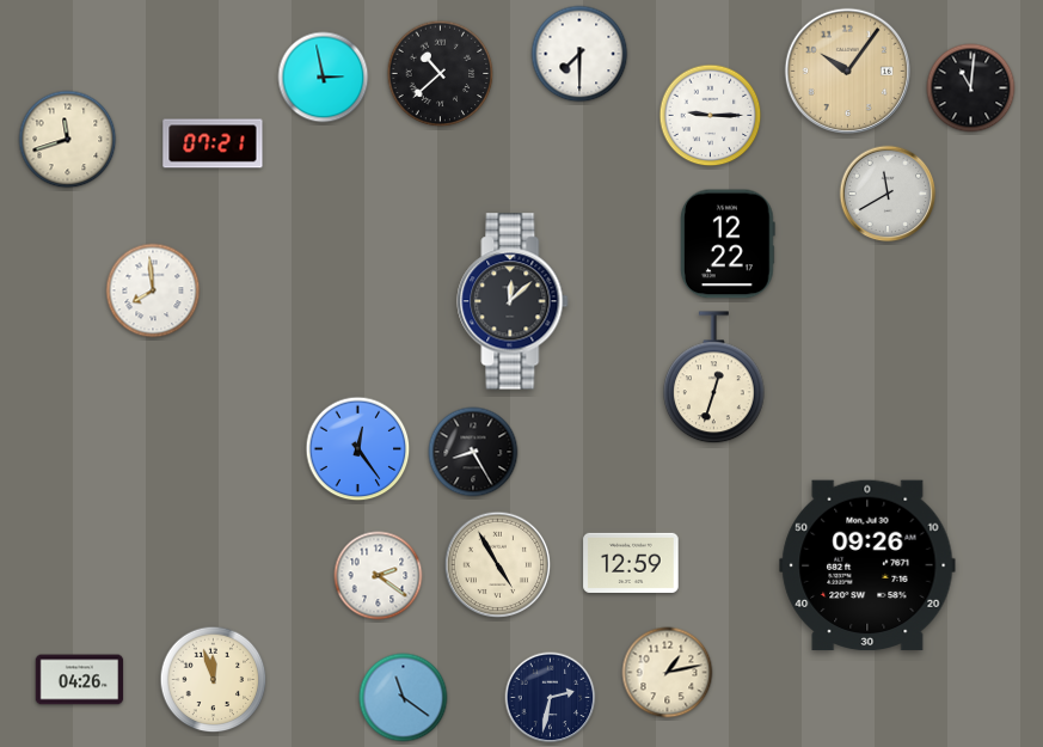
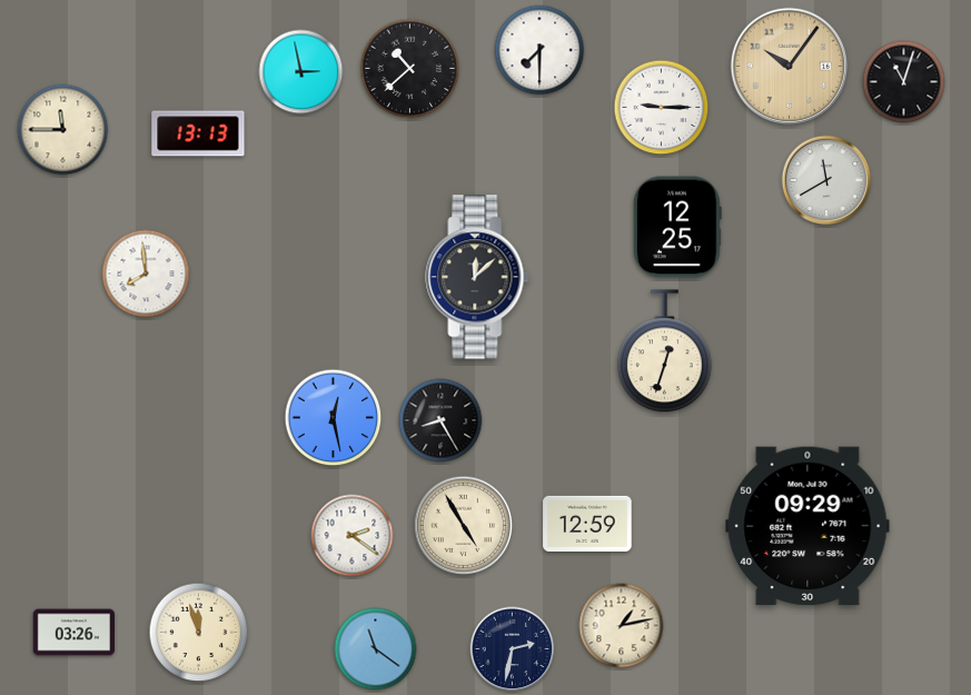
clock at (971, 88): 11:01 -> 11:03
clock at (68, 140): 11:42 -> 11:45
clock at (213, 143): 07:21 -> 13:13
clock at (728, 244): 12:22 -> 12:25
clock at (153, 290) position: (153, 290) -> (146, 274)
clock at (513, 301) position: (513, 301) -> (477, 277)
clock at (358, 449): 12:24 -> 12:28
clock at (867, 565): 09:26 -> 09:29
clock at (80, 680): 04:26 -> 03:26
